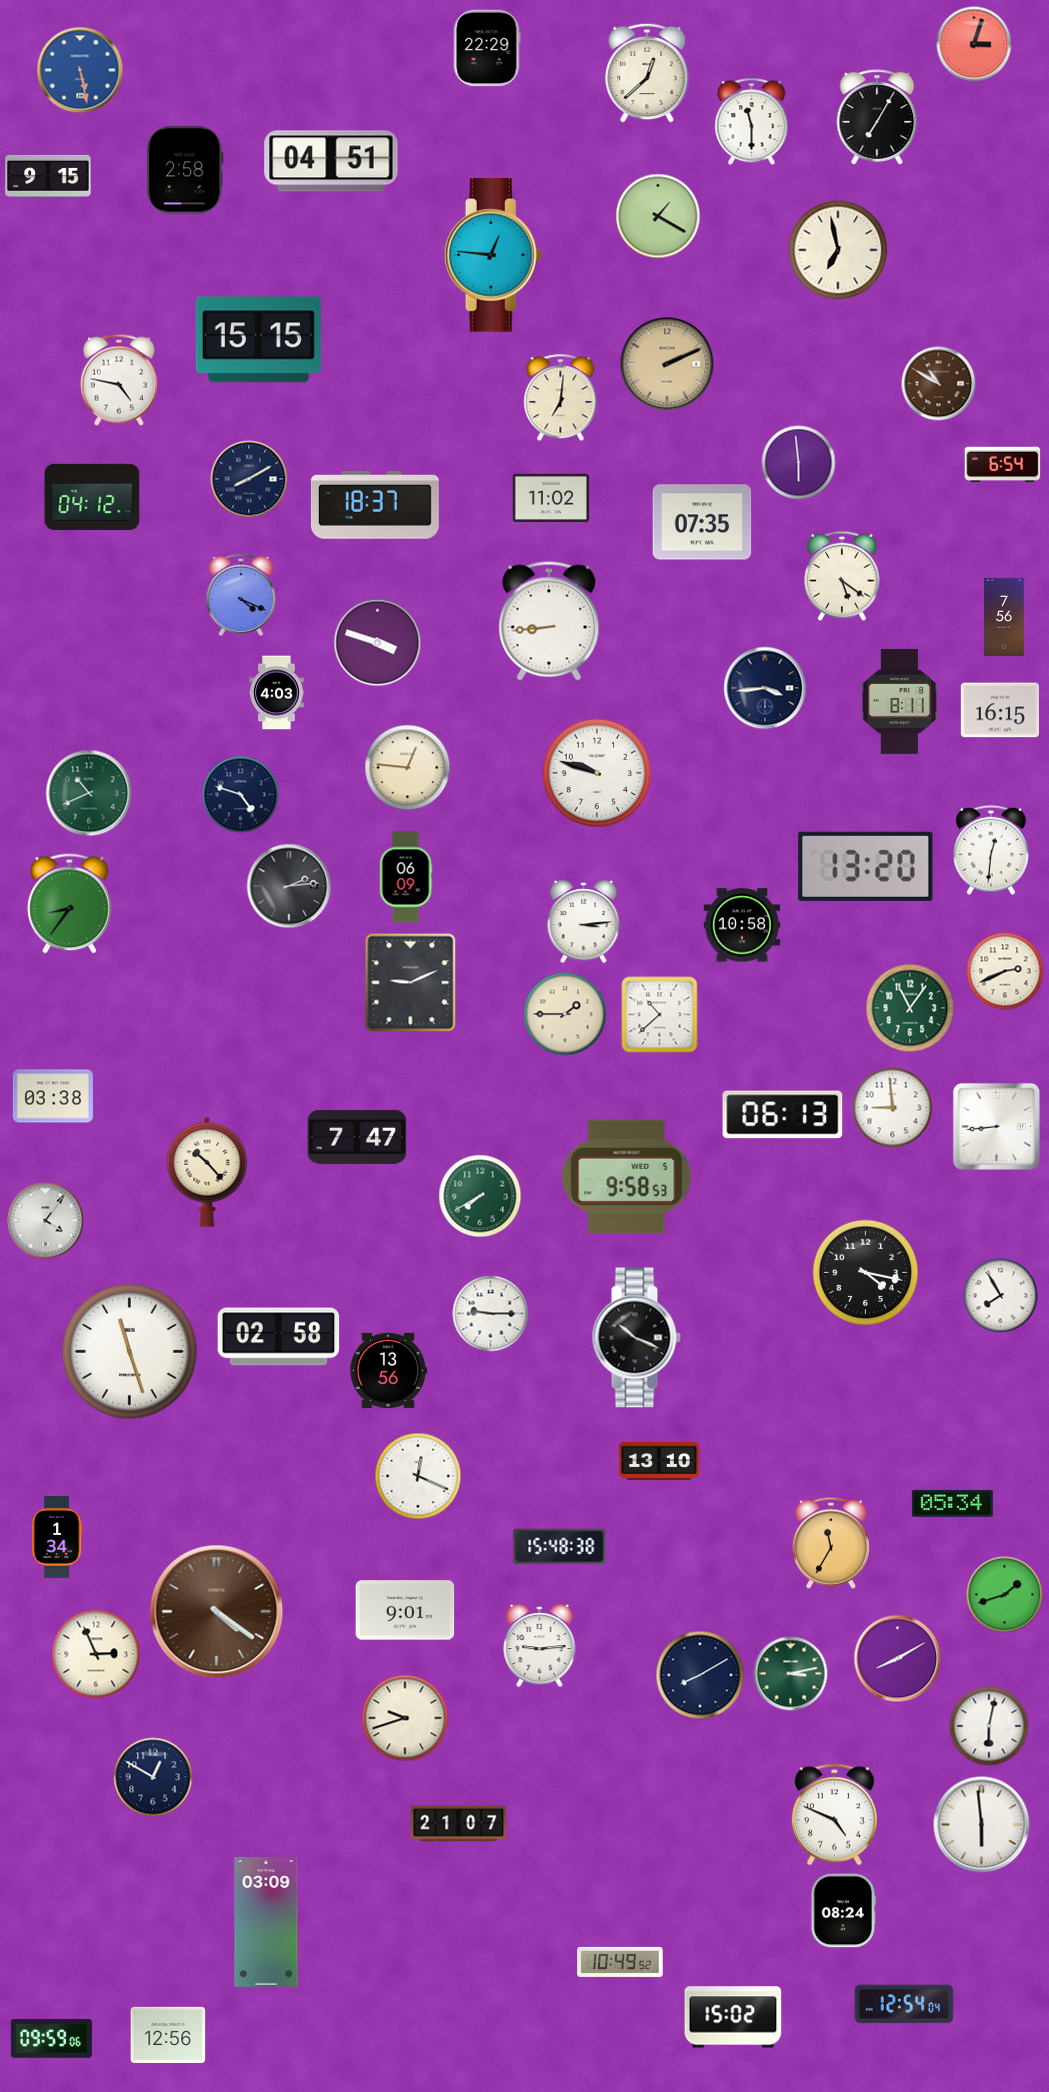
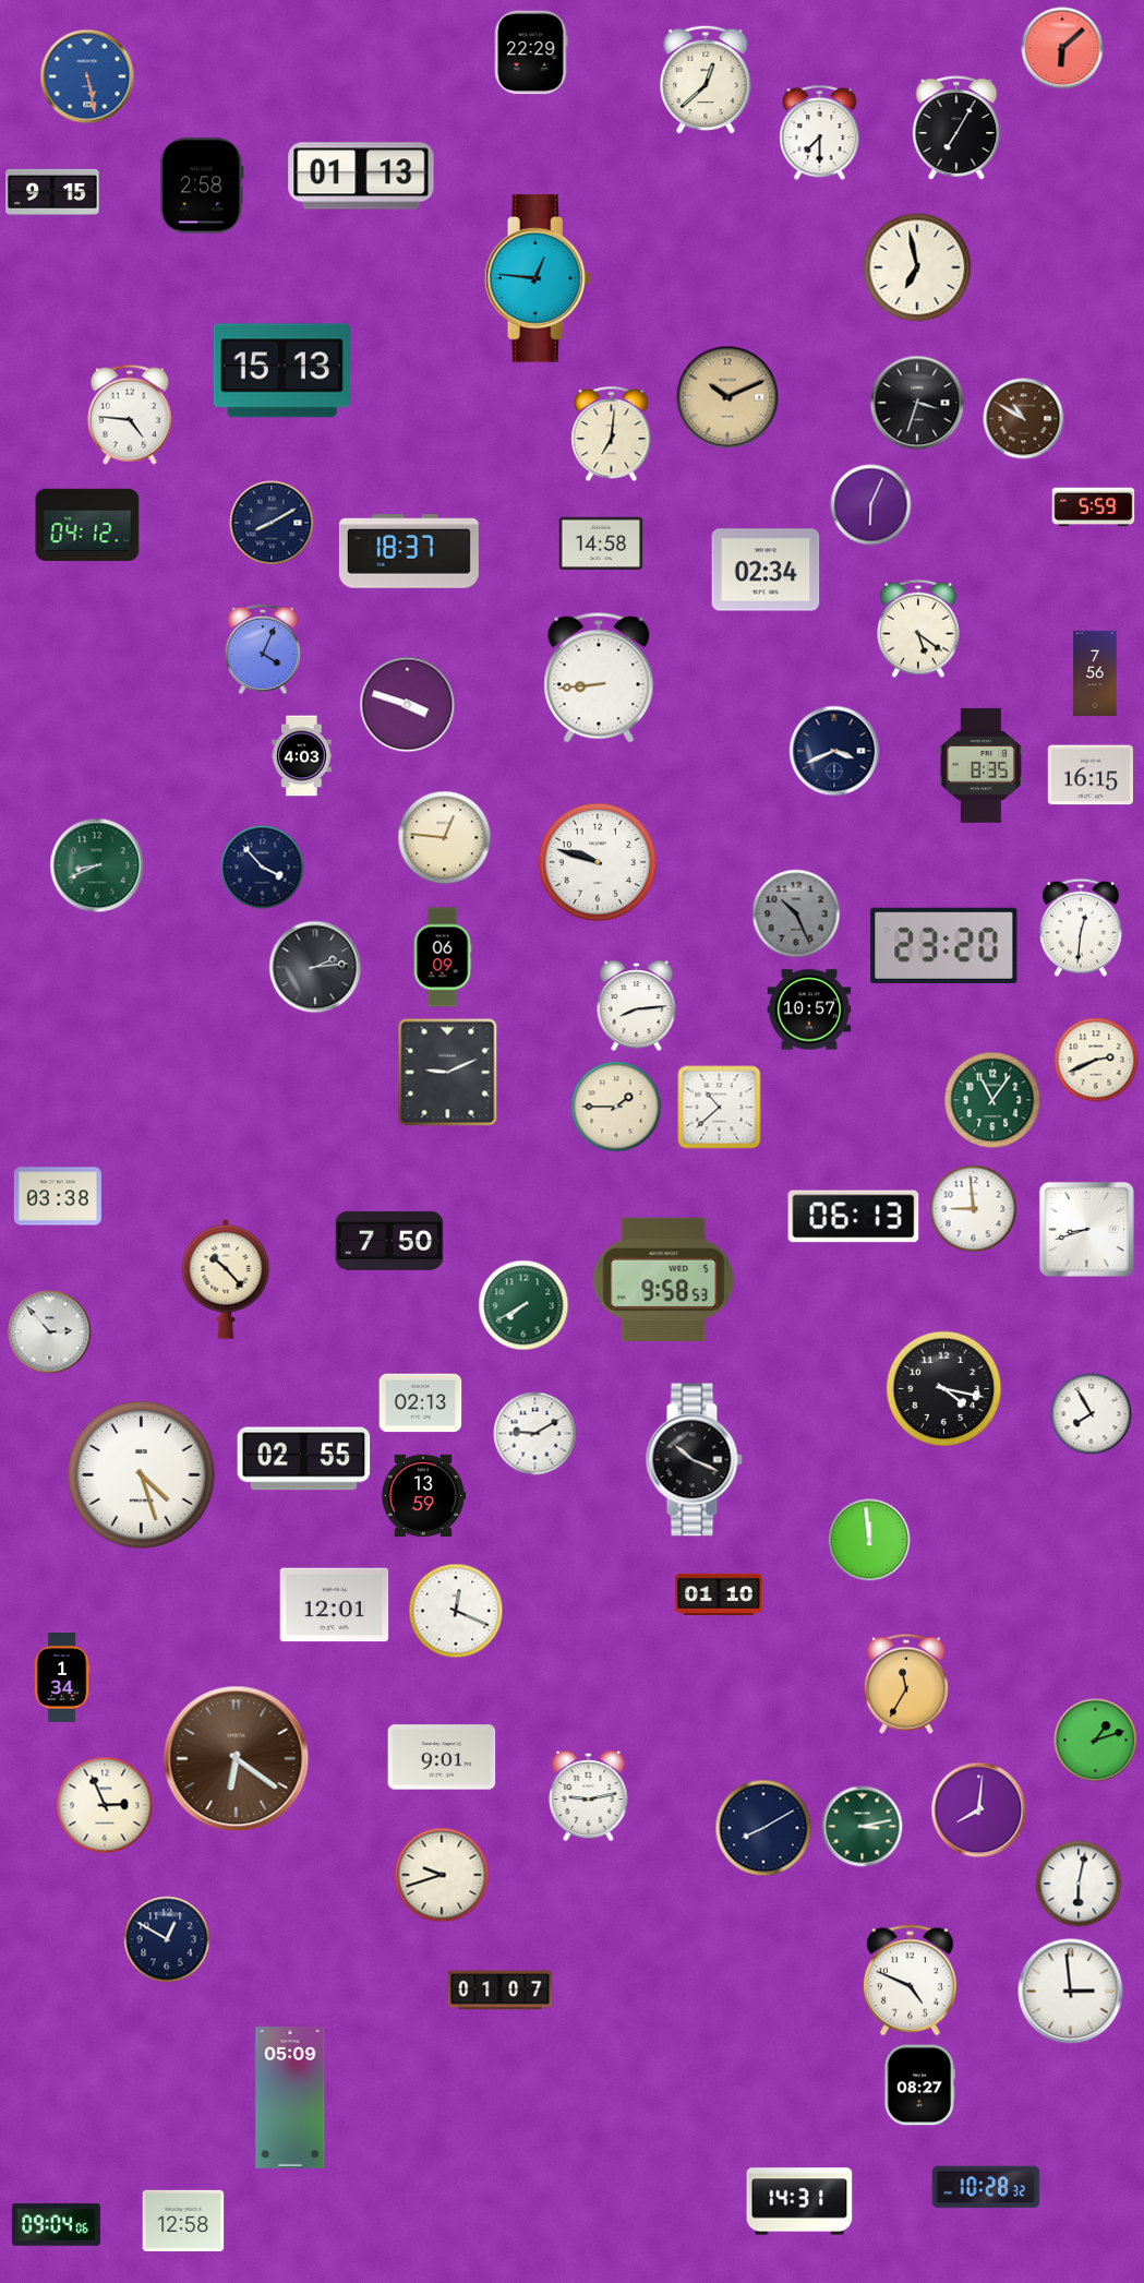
clock at (974, 44): 3:03 -> 6:08
clock at (752, 122): 11:30 -> 7:30
clock at (331, 161): 04:51 -> 01:13
clock at (658, 216): 1:20 -> none
clock at (838, 250) position: (838, 250) -> (917, 267)
clock at (258, 340): 15:15 -> 15:13
clock at (667, 364): 2:11 -> 10:11
clock at (917, 403): none -> 3:33
clock at (119, 380): 4:47 -> 4:46
clock at (799, 463): 5:59 -> 6:04
clock at (1003, 465): 6:54 -> 5:59
clock at (92, 496) position: (92, 496) -> (87, 524)
clock at (551, 498): 11:02 -> 14:58
clock at (702, 522): 07:35 -> 02:34
clock at (240, 595): 4:19 -> 4:04
clock at (378, 643) position: (378, 643) -> (408, 705)
clock at (765, 688): 3:44 -> 3:41
clock at (899, 701): 8:11 -> 8:35
clock at (597, 773) position: (597, 773) -> (598, 862)
clock at (89, 793): 10:41 -> 8:41
clock at (241, 795): 4:48 -> 3:53
clock at (796, 913): none -> 10:26
clock at (866, 866): 13:20 -> 23:20
clock at (70, 904): 8:36 -> none
clock at (584, 922): 3:14 -> 8:14
clock at (742, 925): 10:58 -> 10:57
clock at (996, 1126): 8:44 -> 8:42
clock at (357, 1137): 7:47 -> 7:50
clock at (627, 1176) position: (627, 1176) -> (664, 1279)
clock at (46, 1221): 4:06 -> 2:53
clock at (421, 1403): none -> 02:13
clock at (491, 1314): 9:15 -> 9:10
clock at (279, 1337): 02:58 -> 02:55
clock at (130, 1352): 11:27 -> 4:27
clock at (388, 1370): 13:56 -> 13:59
clock at (869, 1540): none -> 11:59
clock at (659, 1460): 13:10 -> 01:10
clock at (335, 1605): none -> 12:01
clock at (952, 1503): 05:34 -> none
clock at (560, 1547): 15:48 -> none
clock at (1005, 1595): 1:42 -> 1:12
clock at (217, 1612): 4:21 -> 6:21
clock at (540, 1646): 9:14 -> 9:13
clock at (898, 1659): 8:10 -> 8:01
clock at (459, 1824): 21:07 -> 01:07
clock at (982, 1825): 5:59 -> 2:59
clock at (843, 1911): 08:24 -> 08:27
clock at (266, 1922): 03:09 -> 05:09
clock at (620, 1962): 10:49 -> none
clock at (904, 2004): 12:54 -> 10:28
clock at (733, 2017): 15:02 -> 14:31
clock at (168, 2035): 12:56 -> 12:58
clock at (51, 2039): 09:59 -> 09:04
